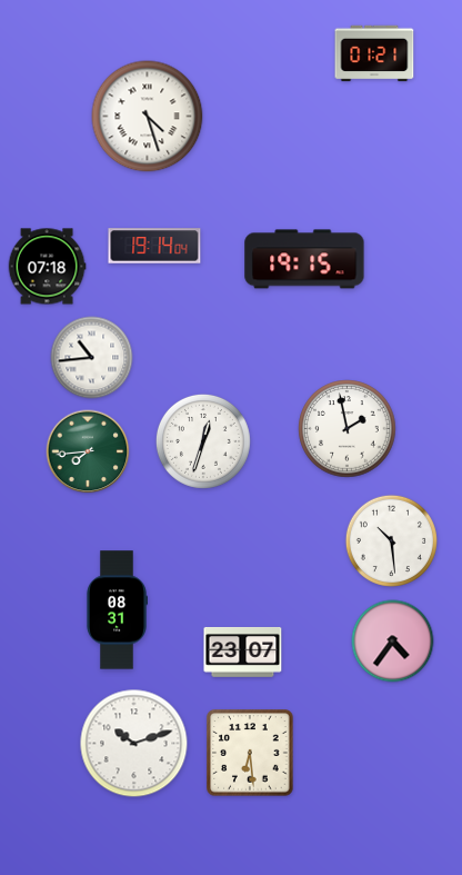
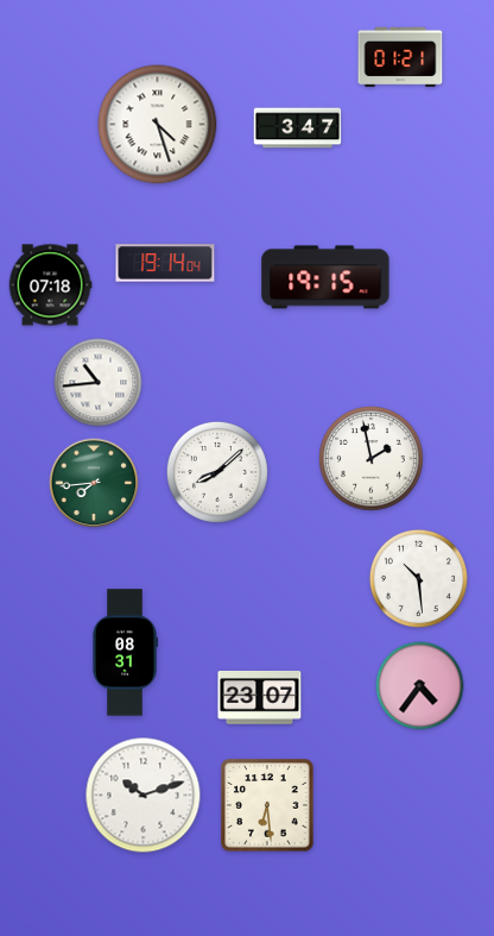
clock at (298, 128): none -> 3:47
clock at (203, 441): 12:33 -> 8:08
